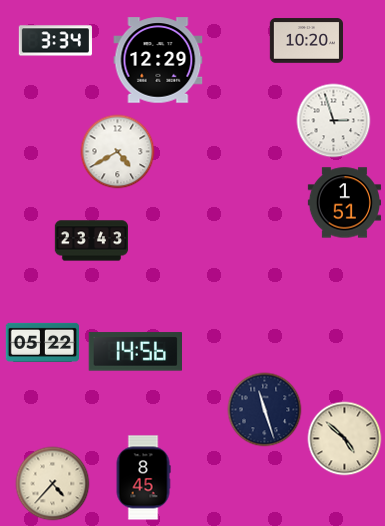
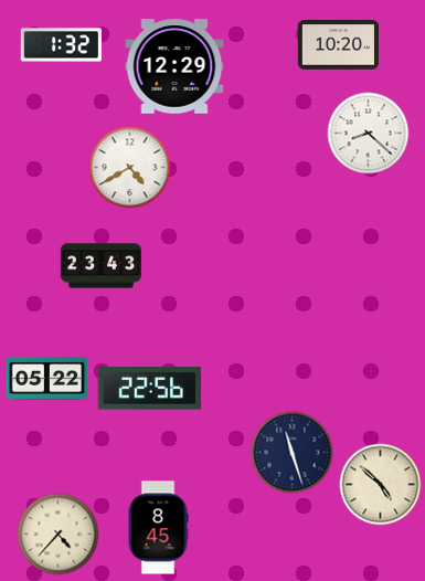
clock at (55, 41): 3:34 -> 1:32
clock at (334, 121): 2:57 -> 8:22
clock at (344, 203): 1:51 -> none
clock at (135, 352): 14:56 -> 22:56
